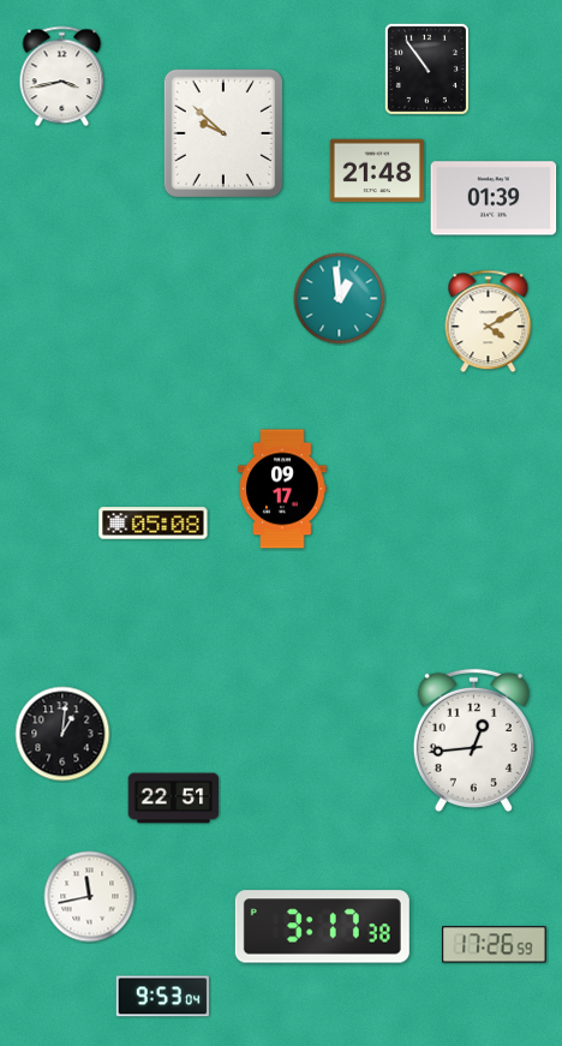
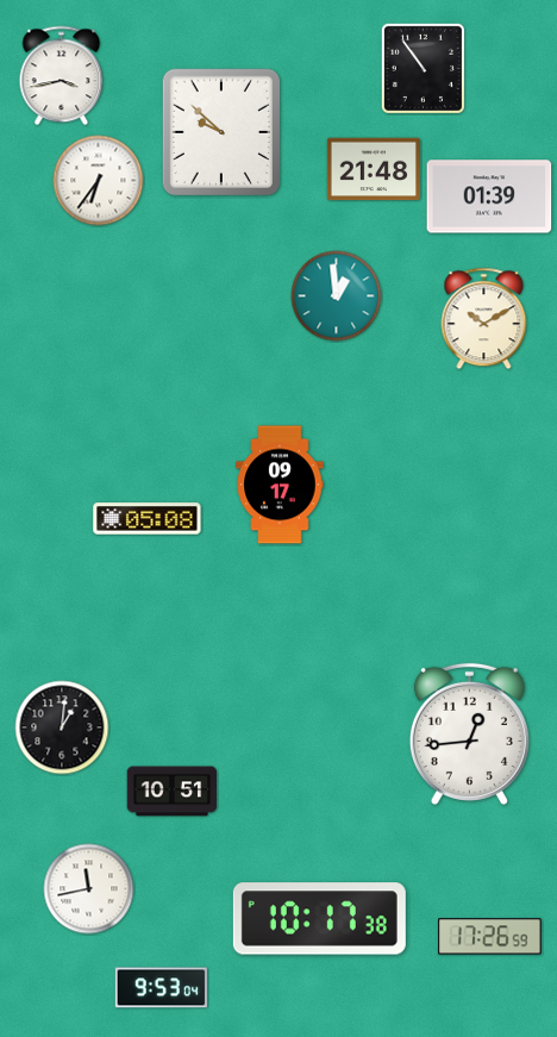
clock at (99, 181): none -> 6:36
clock at (489, 322): 4:10 -> 10:10
clock at (154, 524) position: (154, 524) -> (148, 519)
clock at (174, 799): 22:51 -> 10:51
clock at (322, 927): 3:17 -> 10:17
